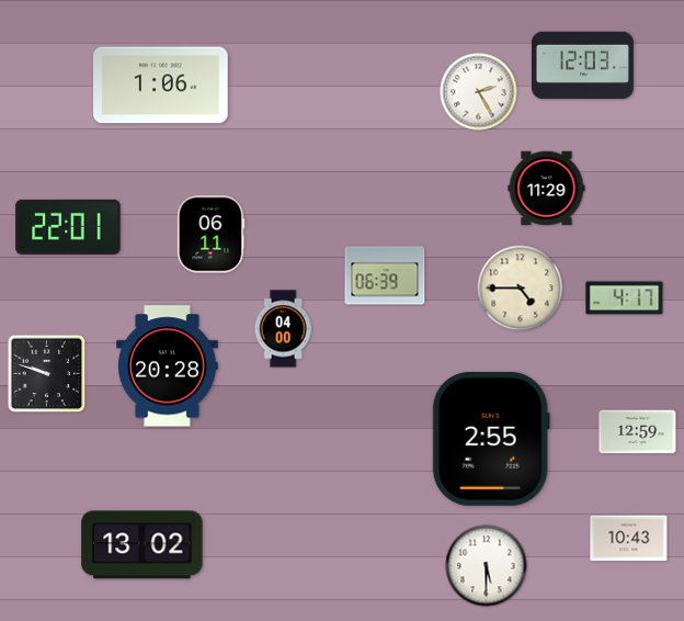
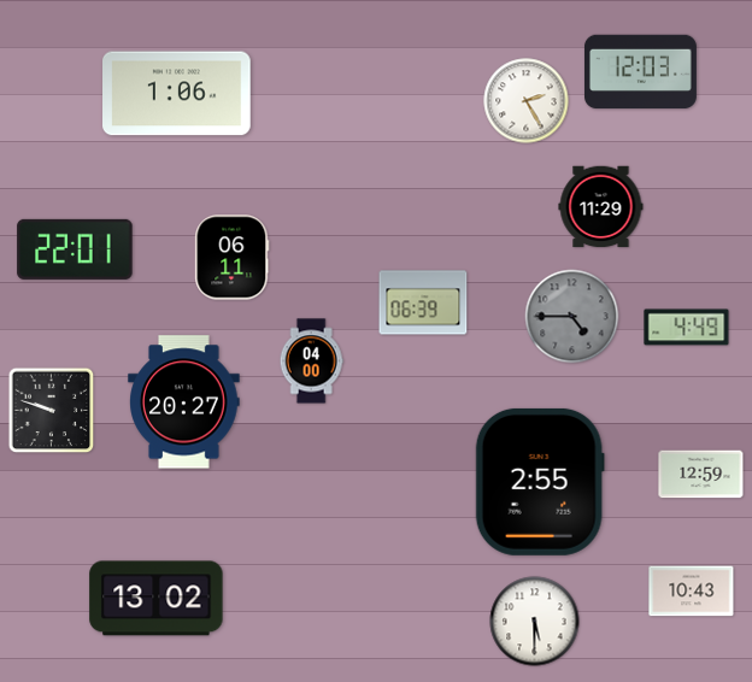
clock at (521, 289) dial: cream -> grey
clock at (625, 298): 4:17 -> 4:49
clock at (168, 366): 20:28 -> 20:27
